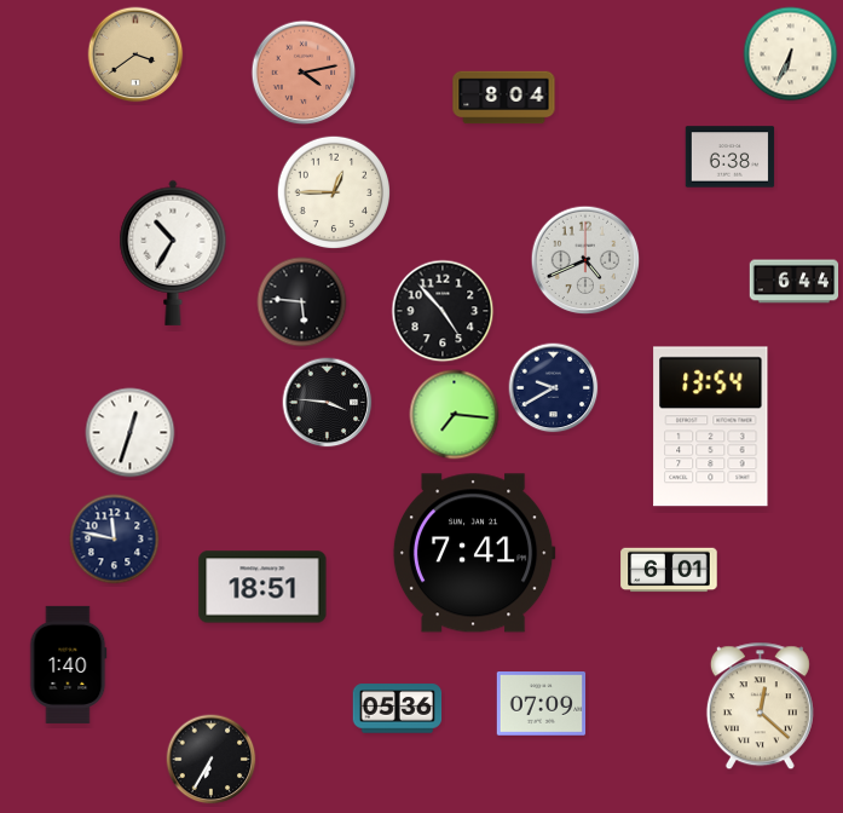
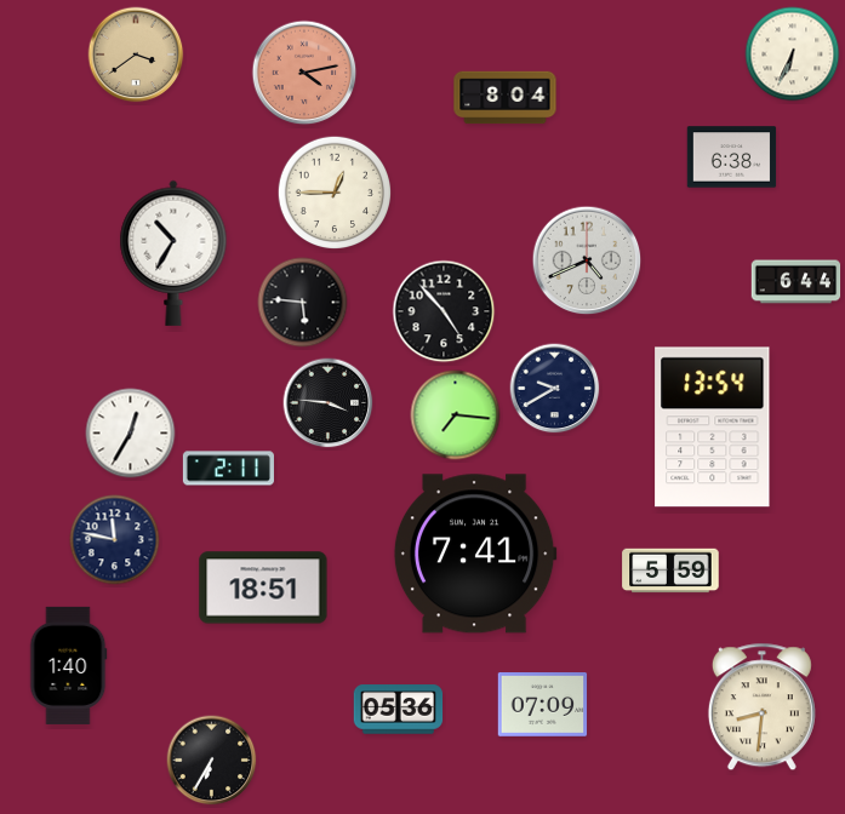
clock at (131, 433): 12:33 -> 12:35
clock at (228, 469): none -> 2:11
clock at (669, 570): 6:01 -> 5:59
clock at (760, 707): 12:22 -> 8:31
